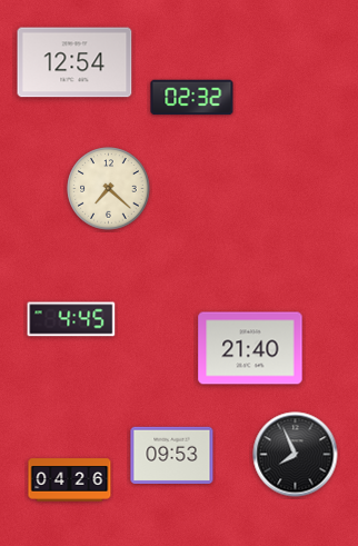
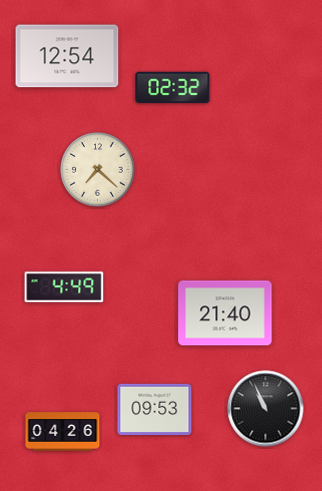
clock at (71, 319): 4:45 -> 4:49
clock at (296, 455): 7:56 -> 10:56
